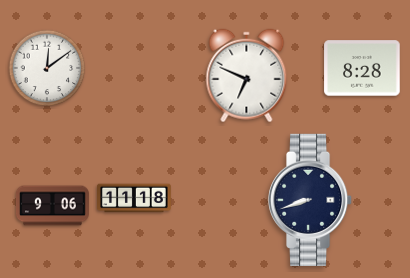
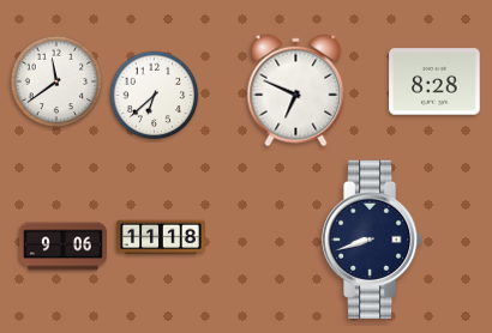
clock at (47, 68): 12:09 -> 11:39
clock at (155, 96): none -> 6:38
